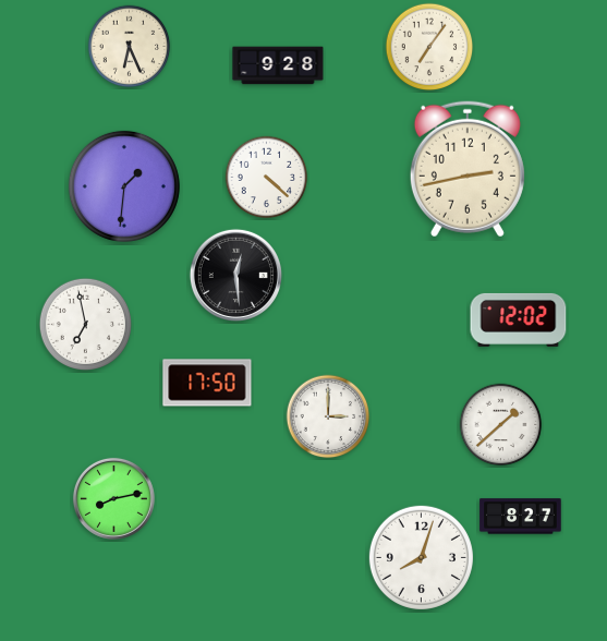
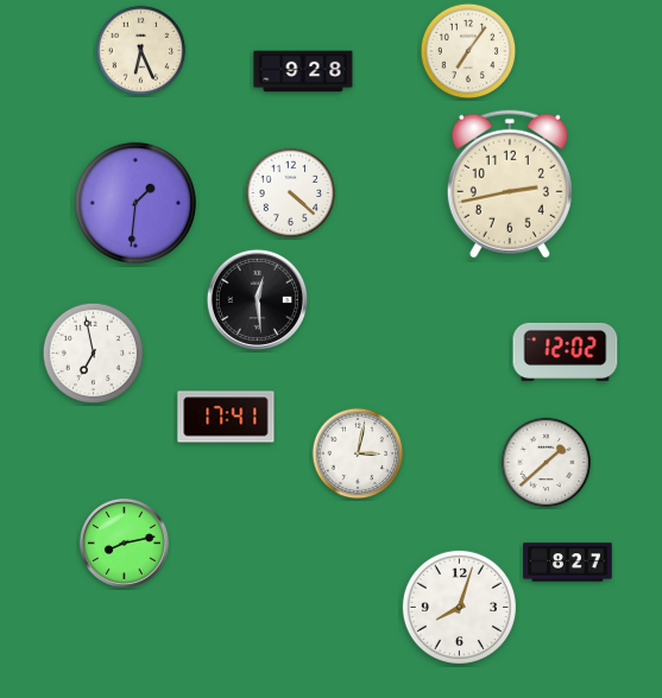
clock at (519, 319) position: (519, 319) -> (566, 351)
clock at (207, 383): 17:50 -> 17:41
clock at (328, 416): 3:00 -> 3:02
